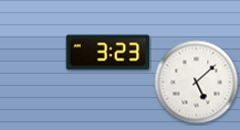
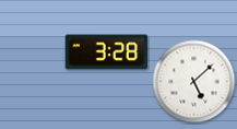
clock at (107, 53): 3:23 -> 3:28
